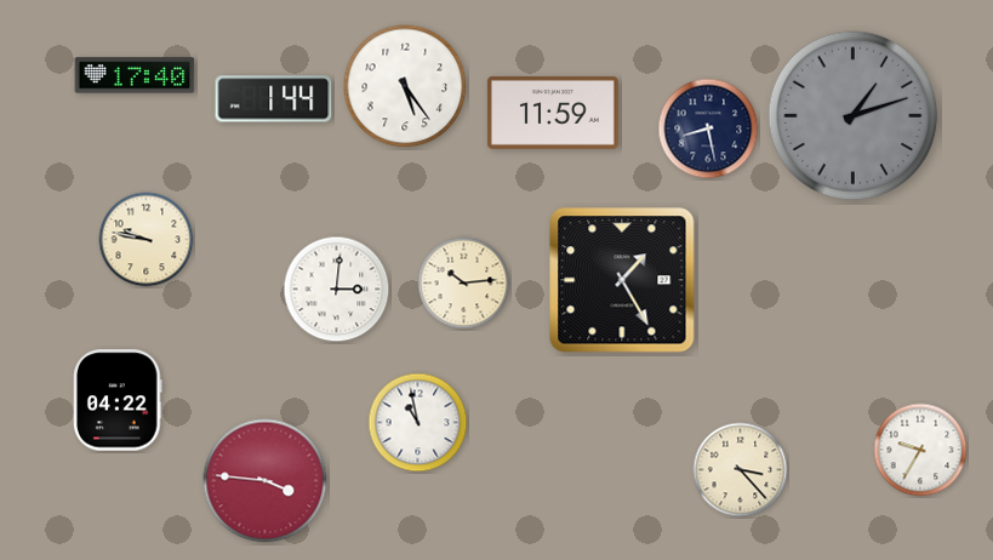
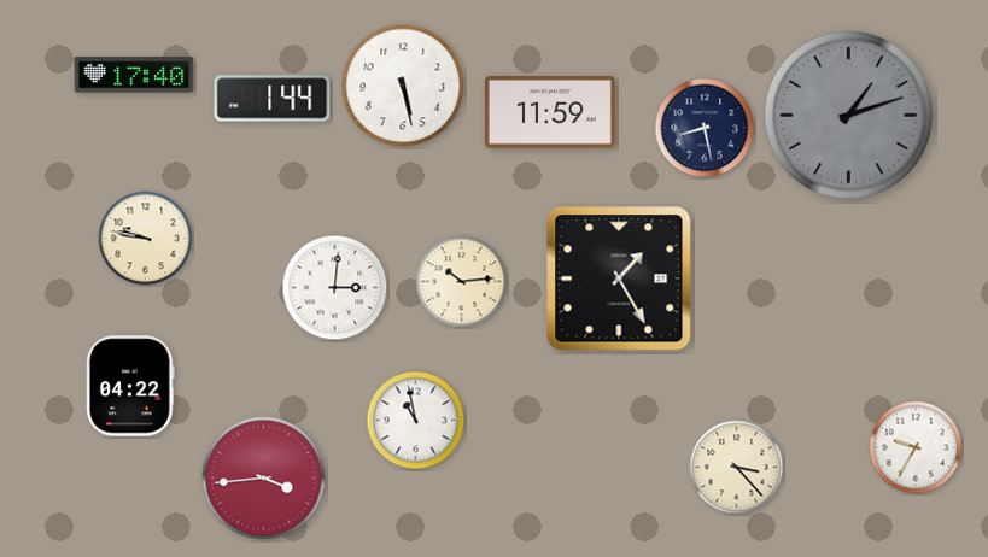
clock at (405, 86): 5:24 -> 5:28
clock at (118, 400) position: (118, 400) -> (130, 386)
clock at (266, 481): 3:46 -> 3:44
